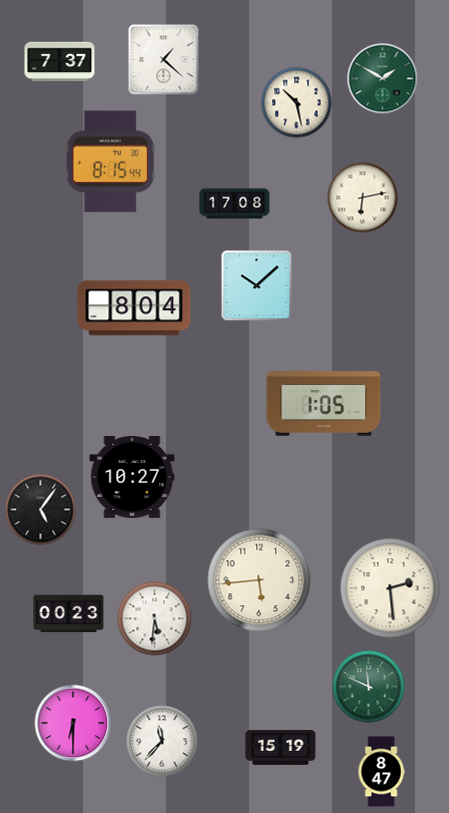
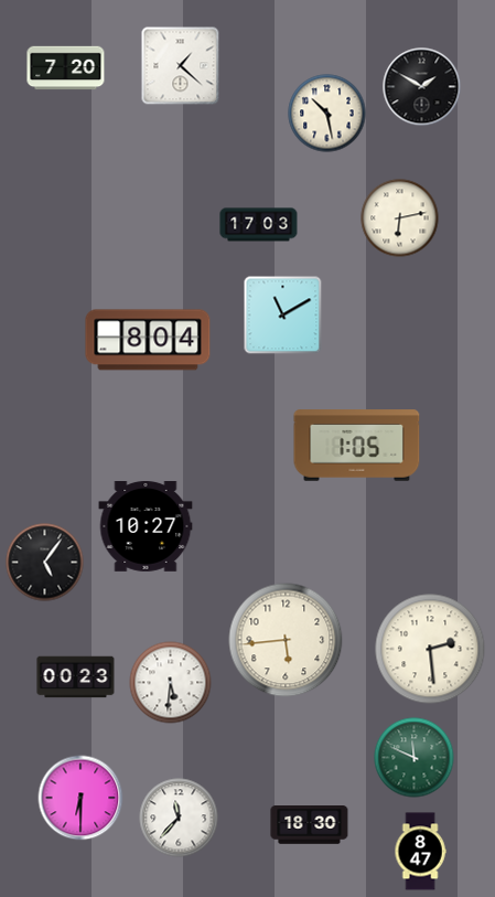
clock at (60, 62): 7:37 -> 7:20
clock at (383, 79) dial: green -> black
clock at (110, 162): 8:15 -> none
clock at (235, 204): 17:08 -> 17:03
clock at (257, 286): 10:08 -> 11:10
clock at (369, 687) position: (369, 687) -> (415, 758)
clock at (281, 748): 15:19 -> 18:30
